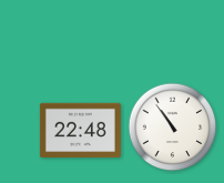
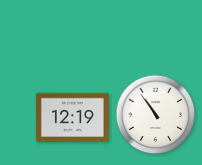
clock at (80, 131): 22:48 -> 12:19
